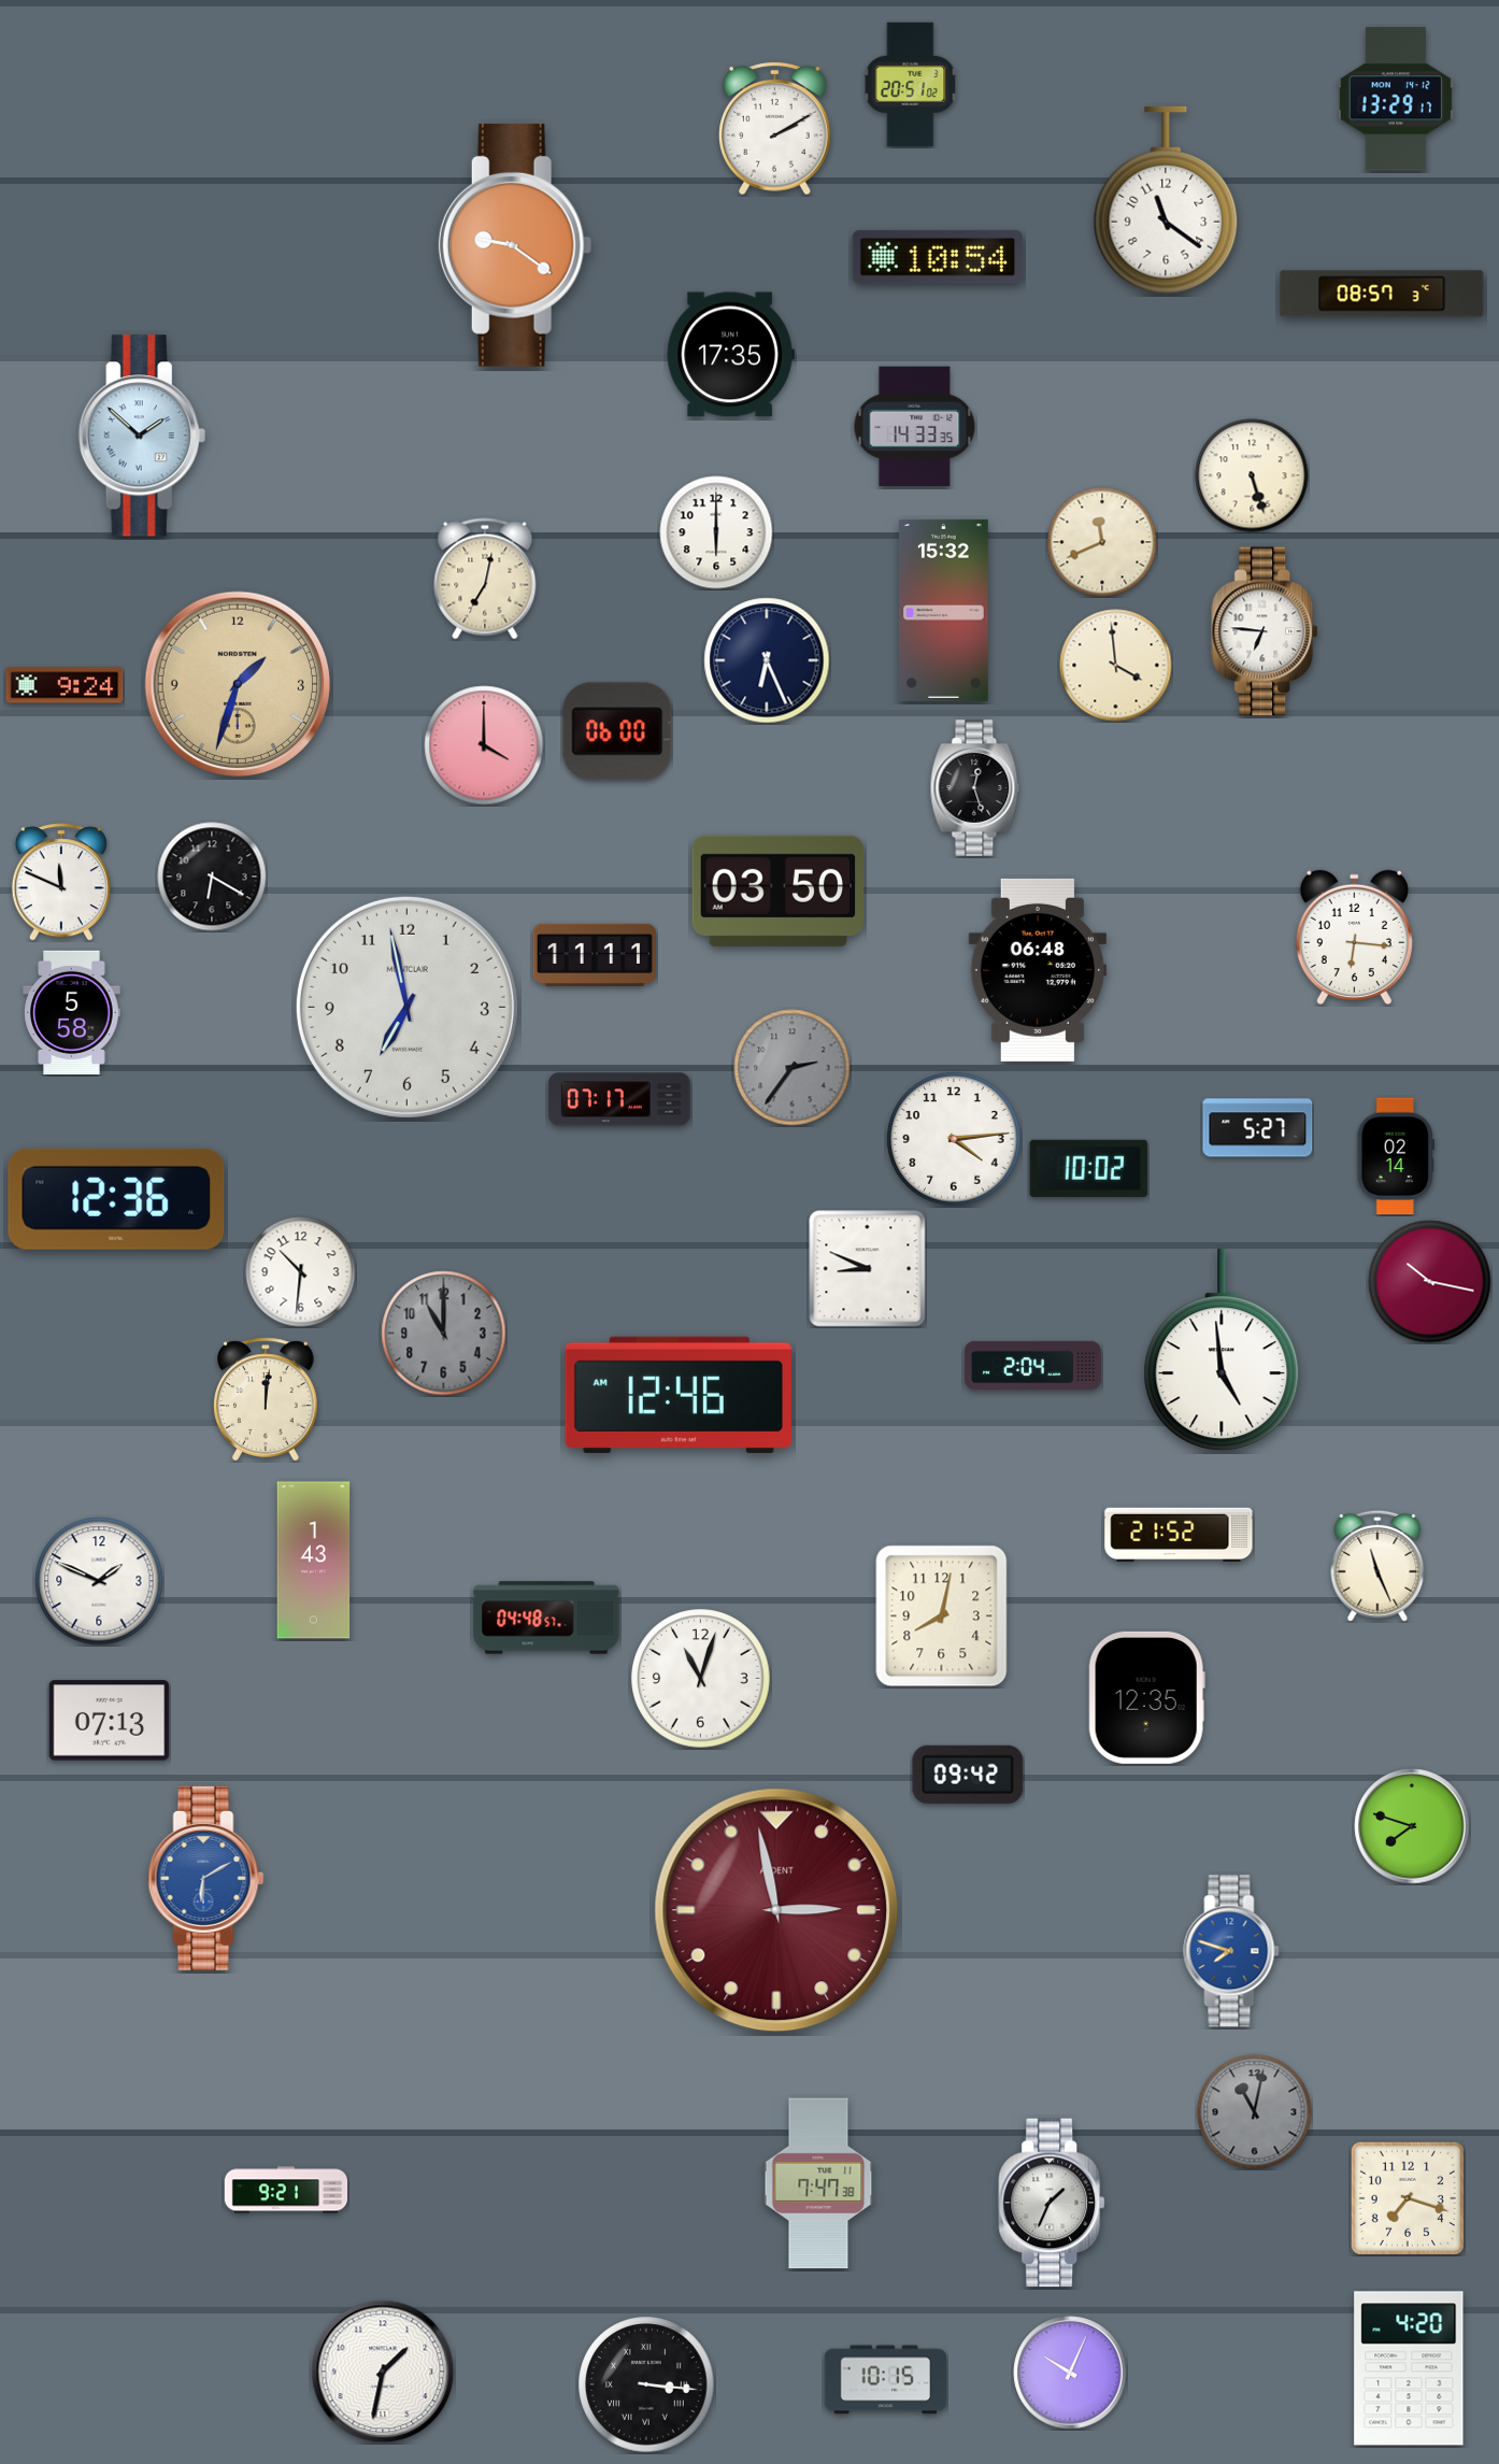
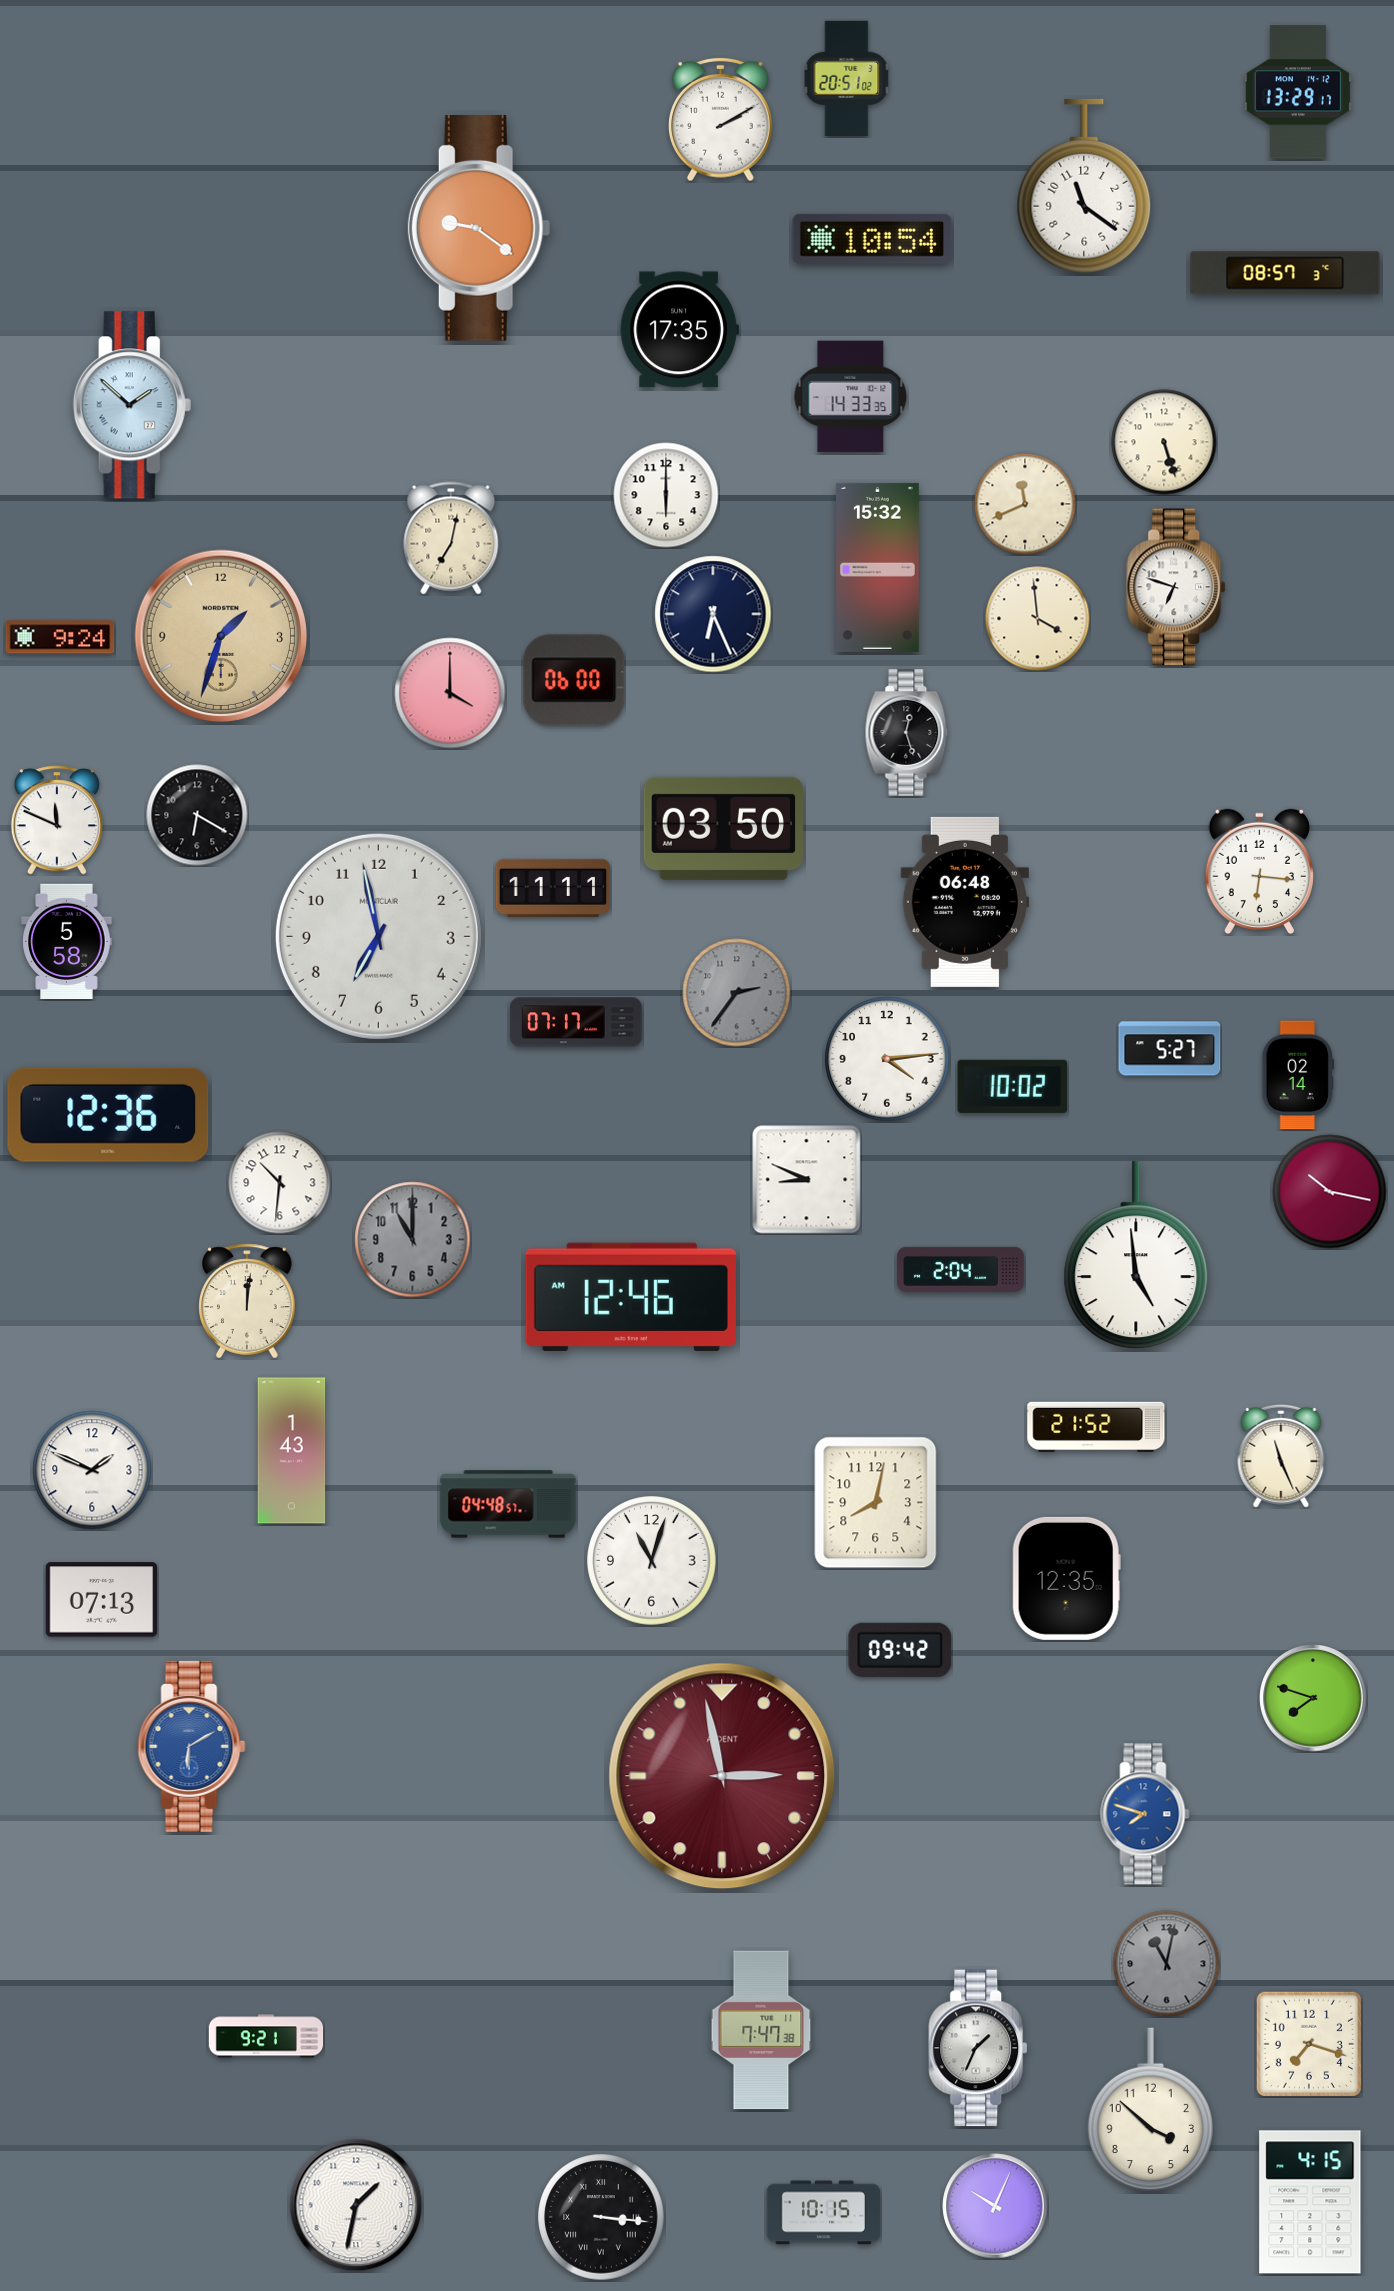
clock at (1266, 631): 6:46 -> 6:48
clock at (1150, 2110): none -> 3:52
clock at (1409, 2368): 4:20 -> 4:15
